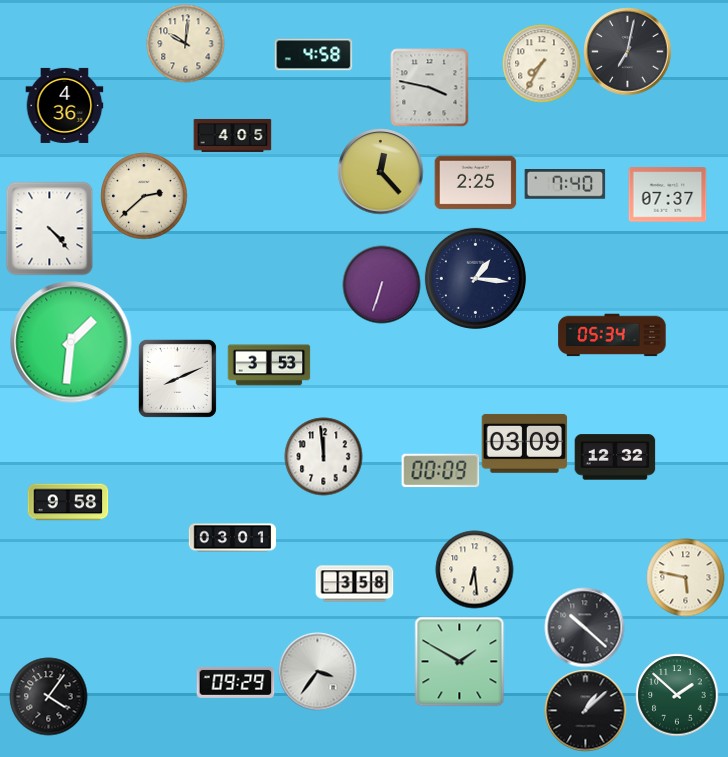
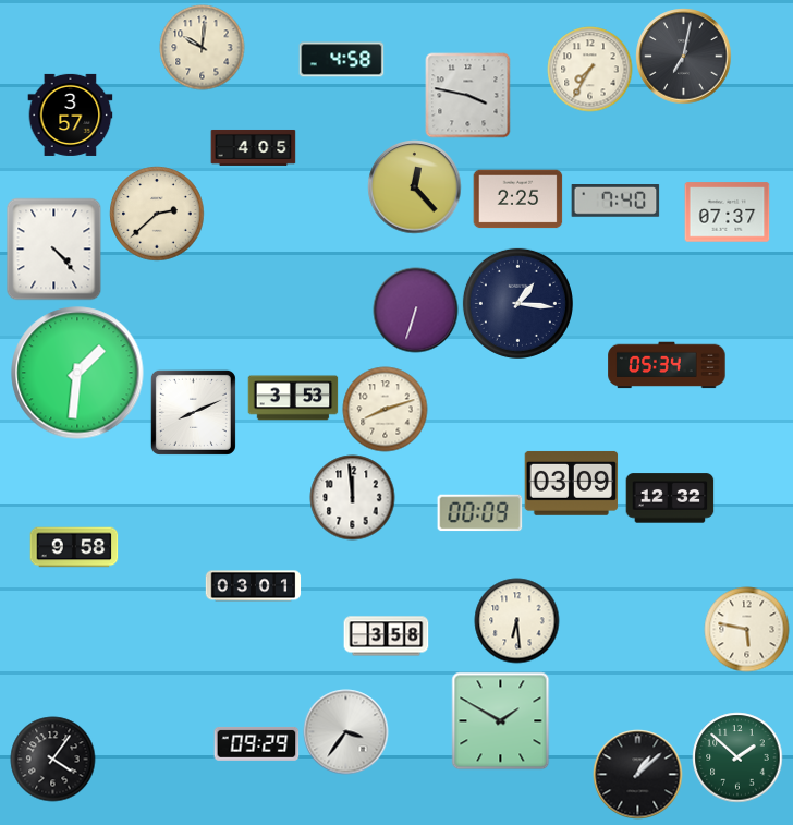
clock at (64, 105): 4:36 -> 3:57
clock at (385, 409): none -> 8:12
clock at (584, 627): 10:22 -> none
